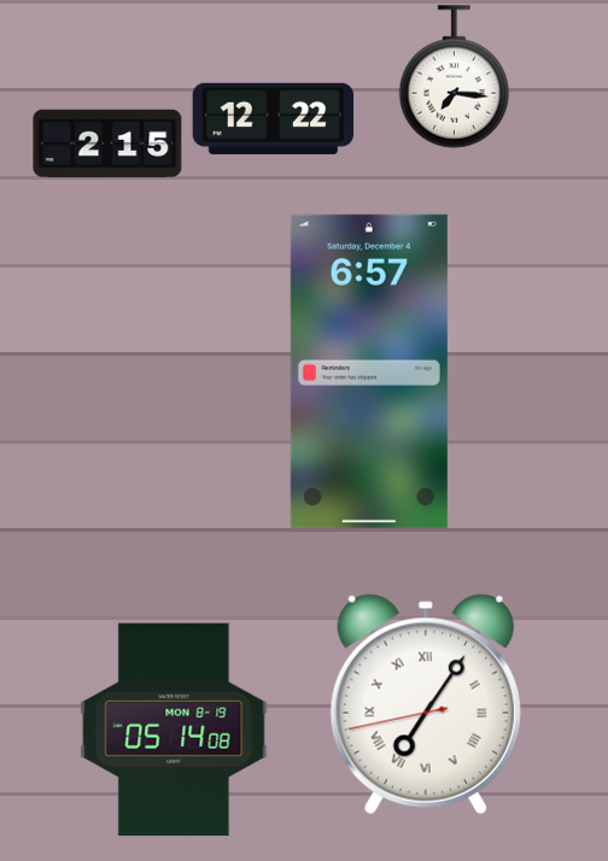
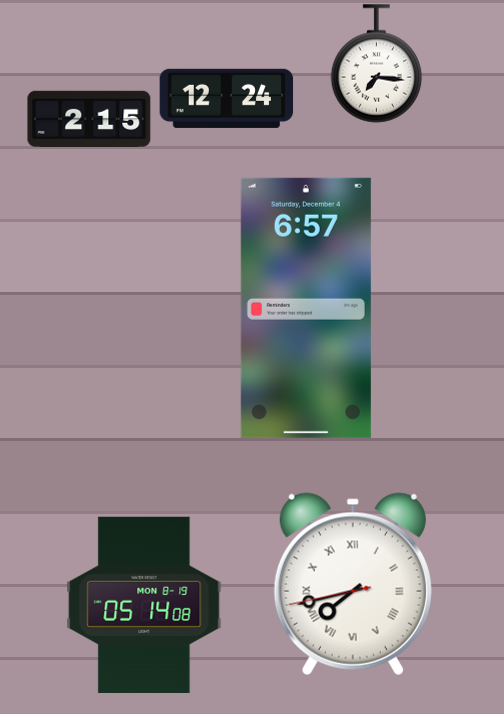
clock at (274, 118): 12:22 -> 12:24
clock at (426, 704): 7:05 -> 7:42
